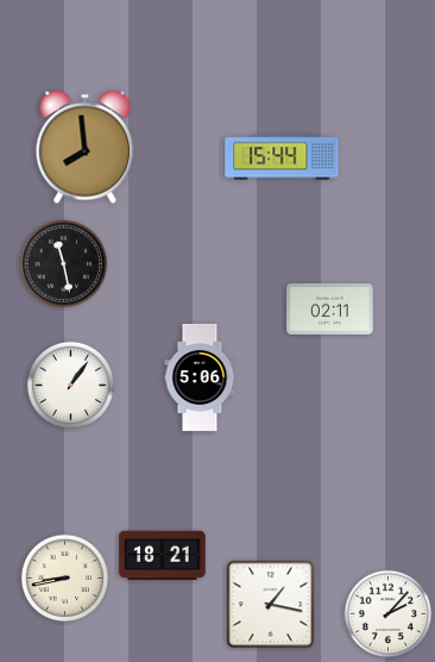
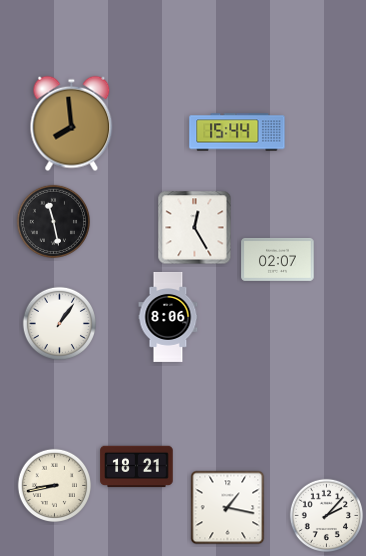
clock at (195, 228): none -> 12:25
clock at (330, 308): 02:11 -> 02:07
clock at (200, 377): 5:06 -> 8:06
